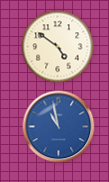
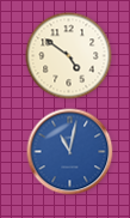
clock at (59, 127): 10:58 -> 11:02
